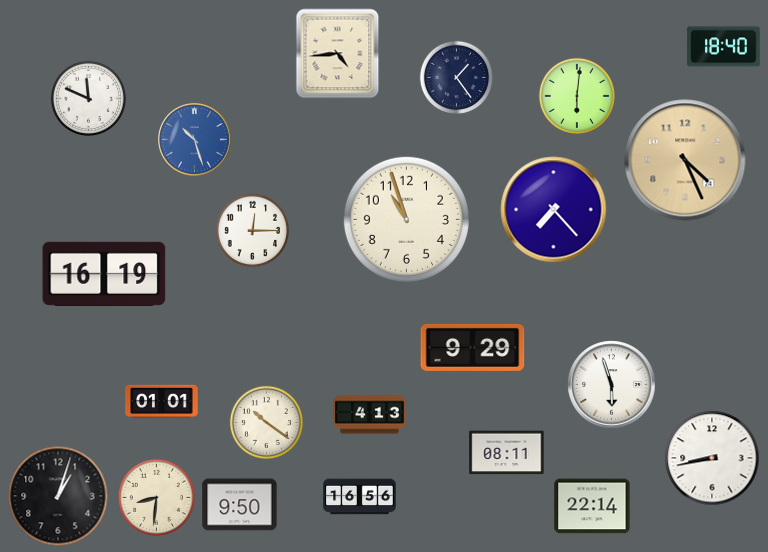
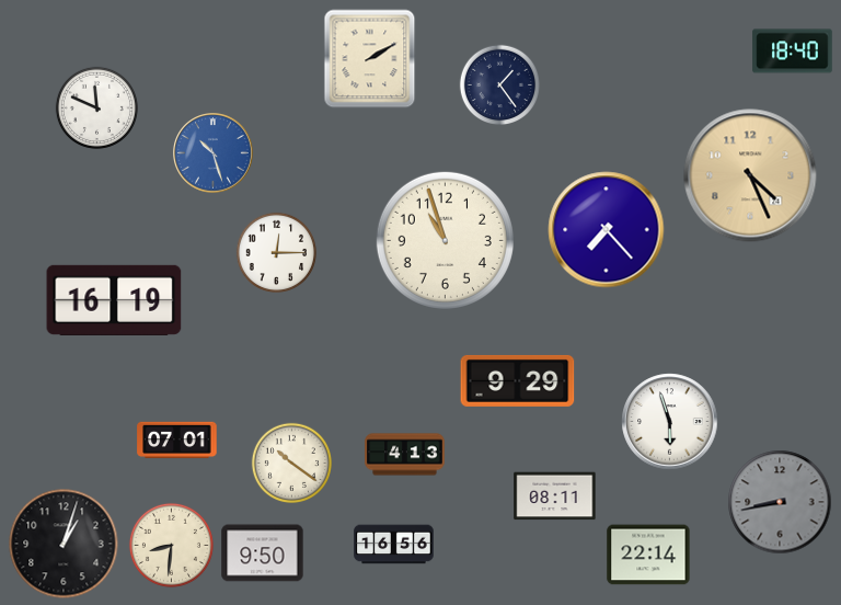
clock at (338, 54): 4:44 -> 2:10
clock at (577, 96): 6:01 -> none
clock at (162, 402): 01:01 -> 07:01
clock at (712, 458) dial: white -> grey
